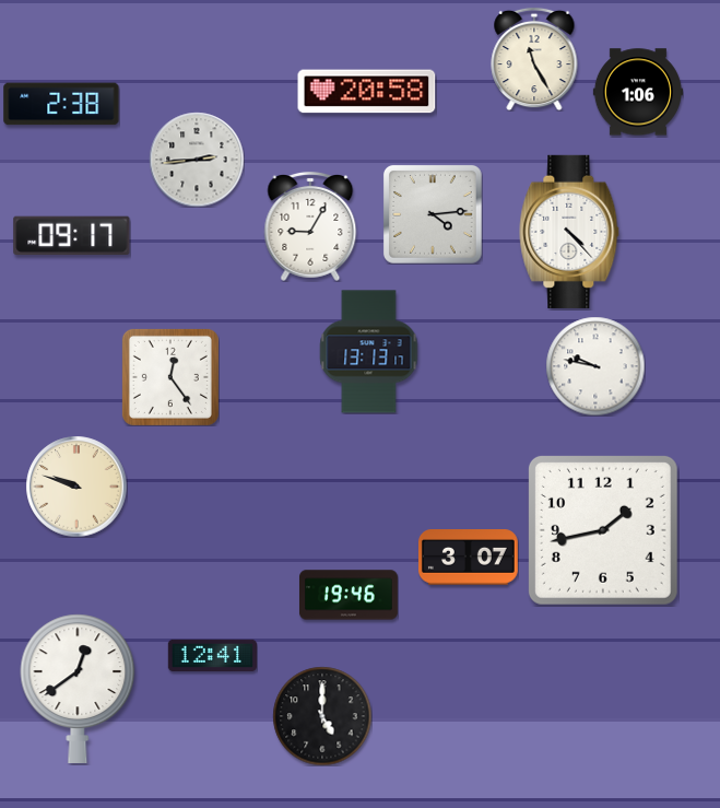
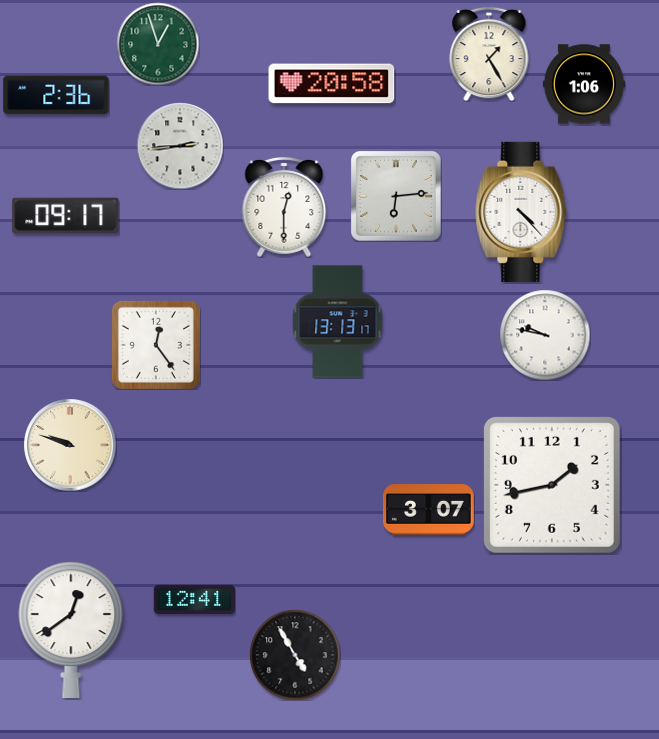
clock at (158, 44): none -> 12:57
clock at (534, 59): 11:25 -> 1:25
clock at (367, 92) position: (367, 92) -> (332, 84)
clock at (61, 104): 2:38 -> 2:36
clock at (433, 214): 4:14 -> 6:14
clock at (310, 226): 9:05 -> 12:30
clock at (349, 595): 19:46 -> none
clock at (322, 716): 5:00 -> 4:55
